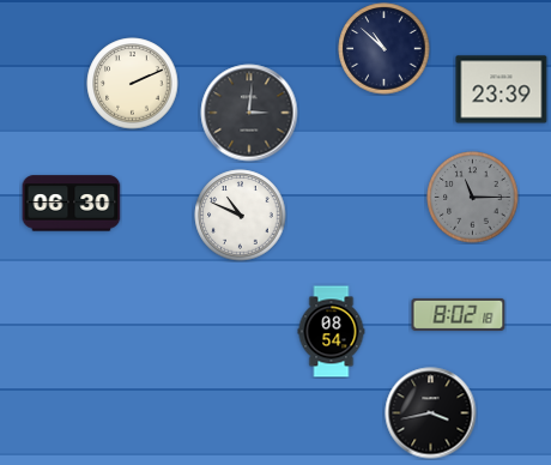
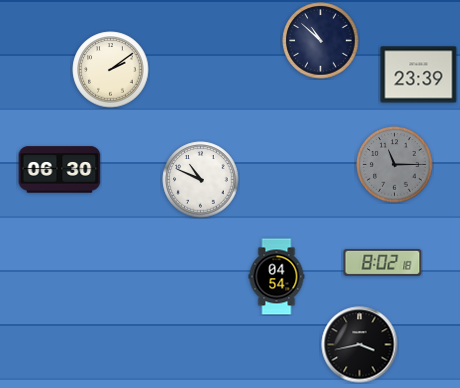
clock at (133, 84): 2:11 -> 2:09
clock at (249, 113): 3:01 -> none
clock at (332, 332): 08:54 -> 04:54
